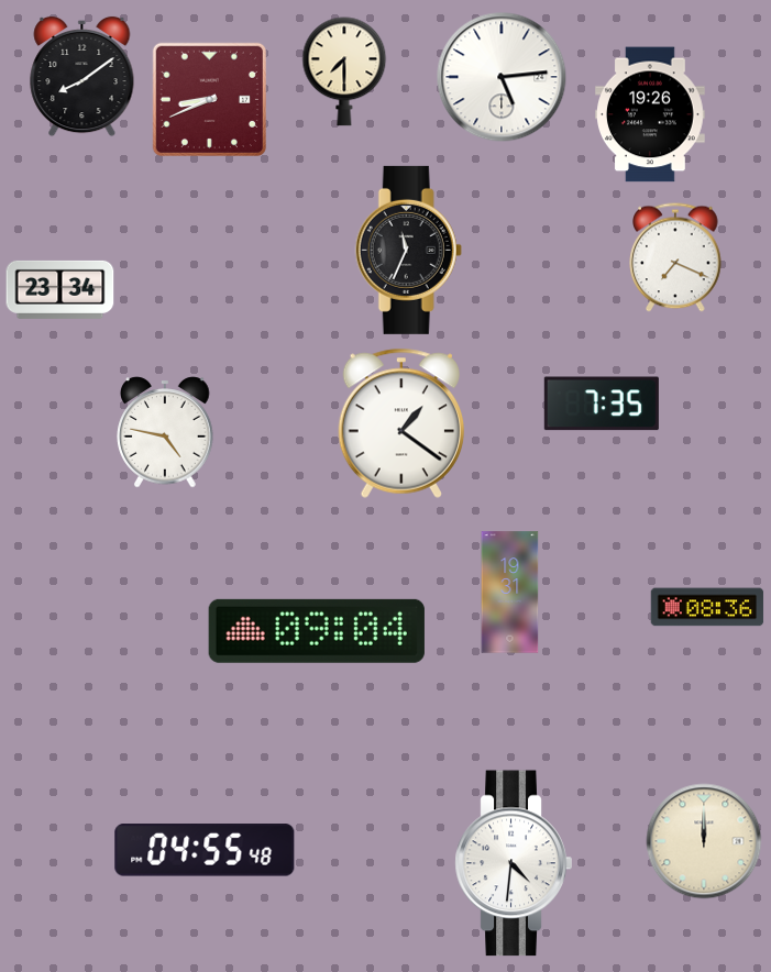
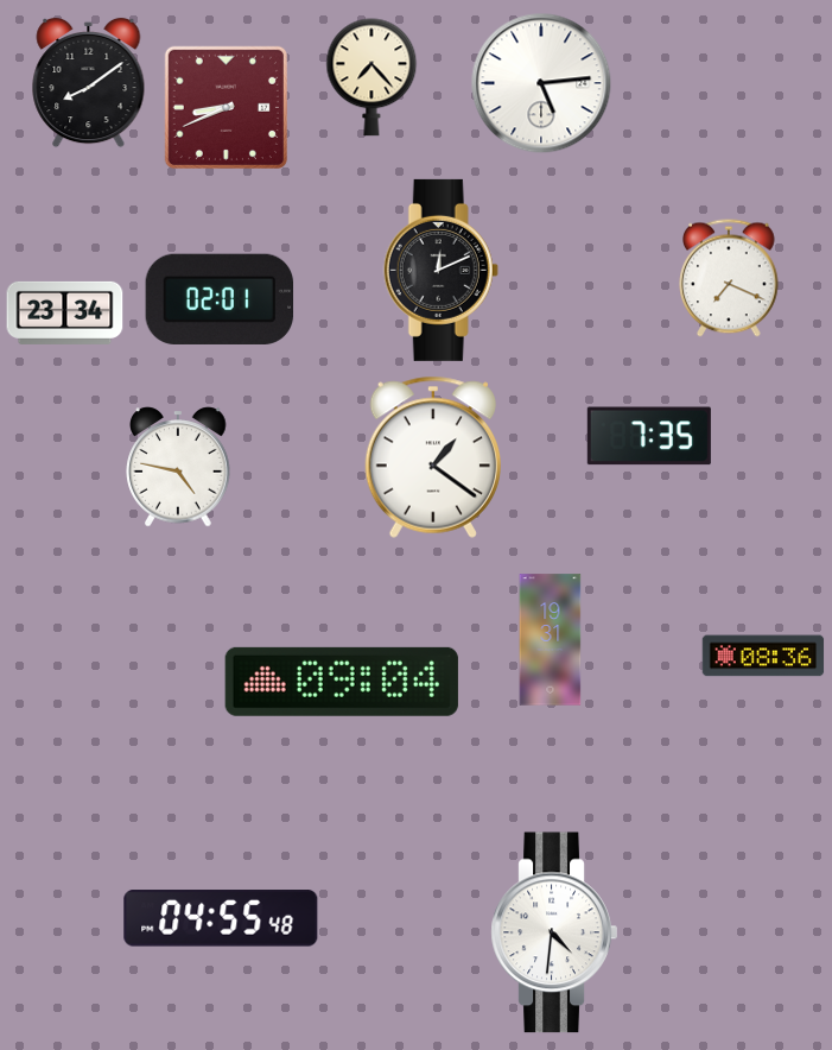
clock at (344, 71): 7:30 -> 7:23
clock at (651, 114): 19:26 -> none
clock at (408, 250): 11:34 -> 12:11
clock at (220, 299): none -> 02:01
clock at (704, 841): 12:00 -> none
